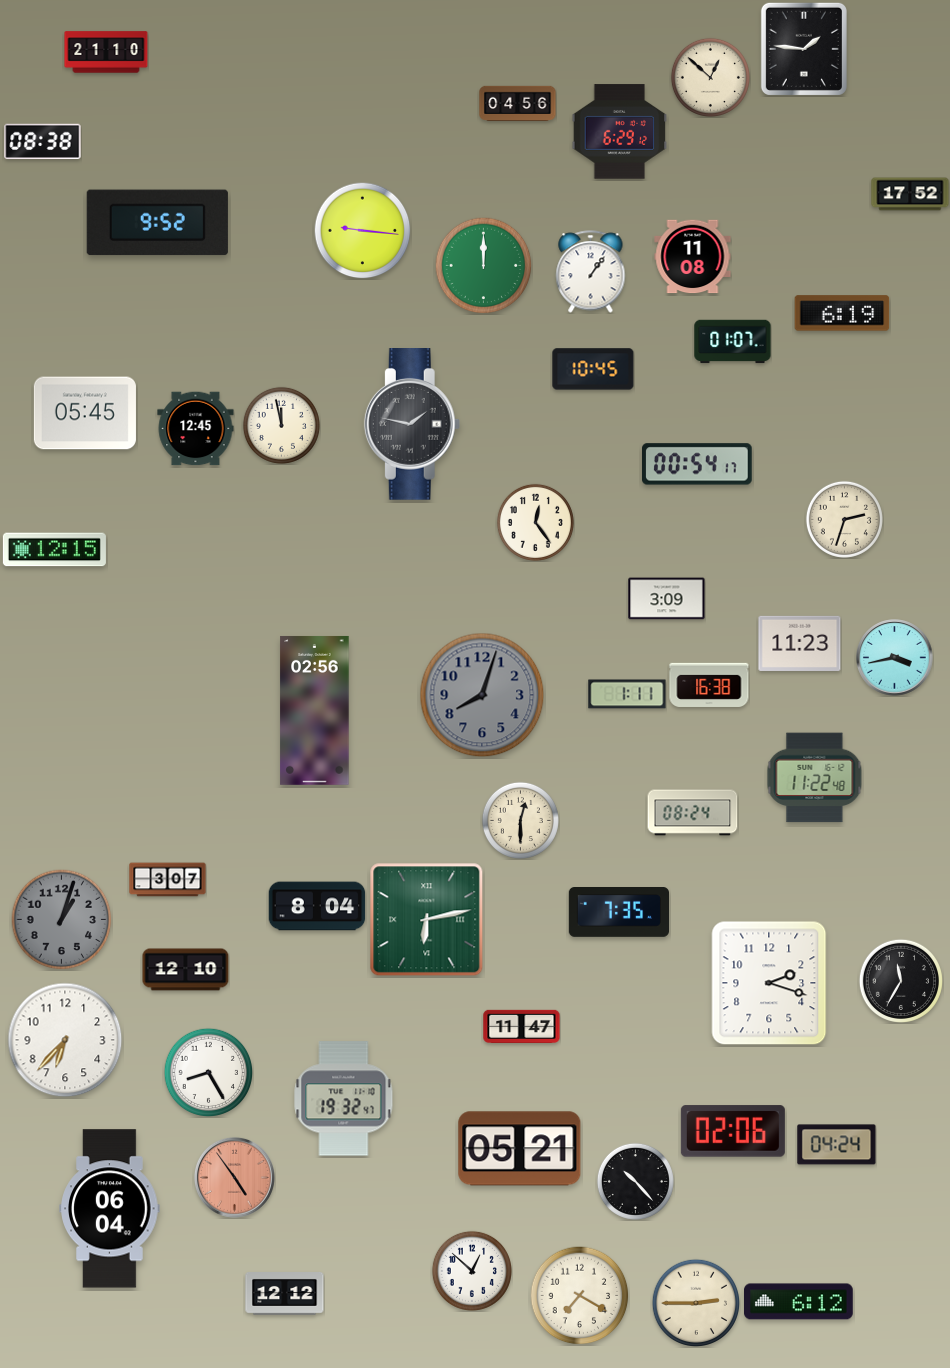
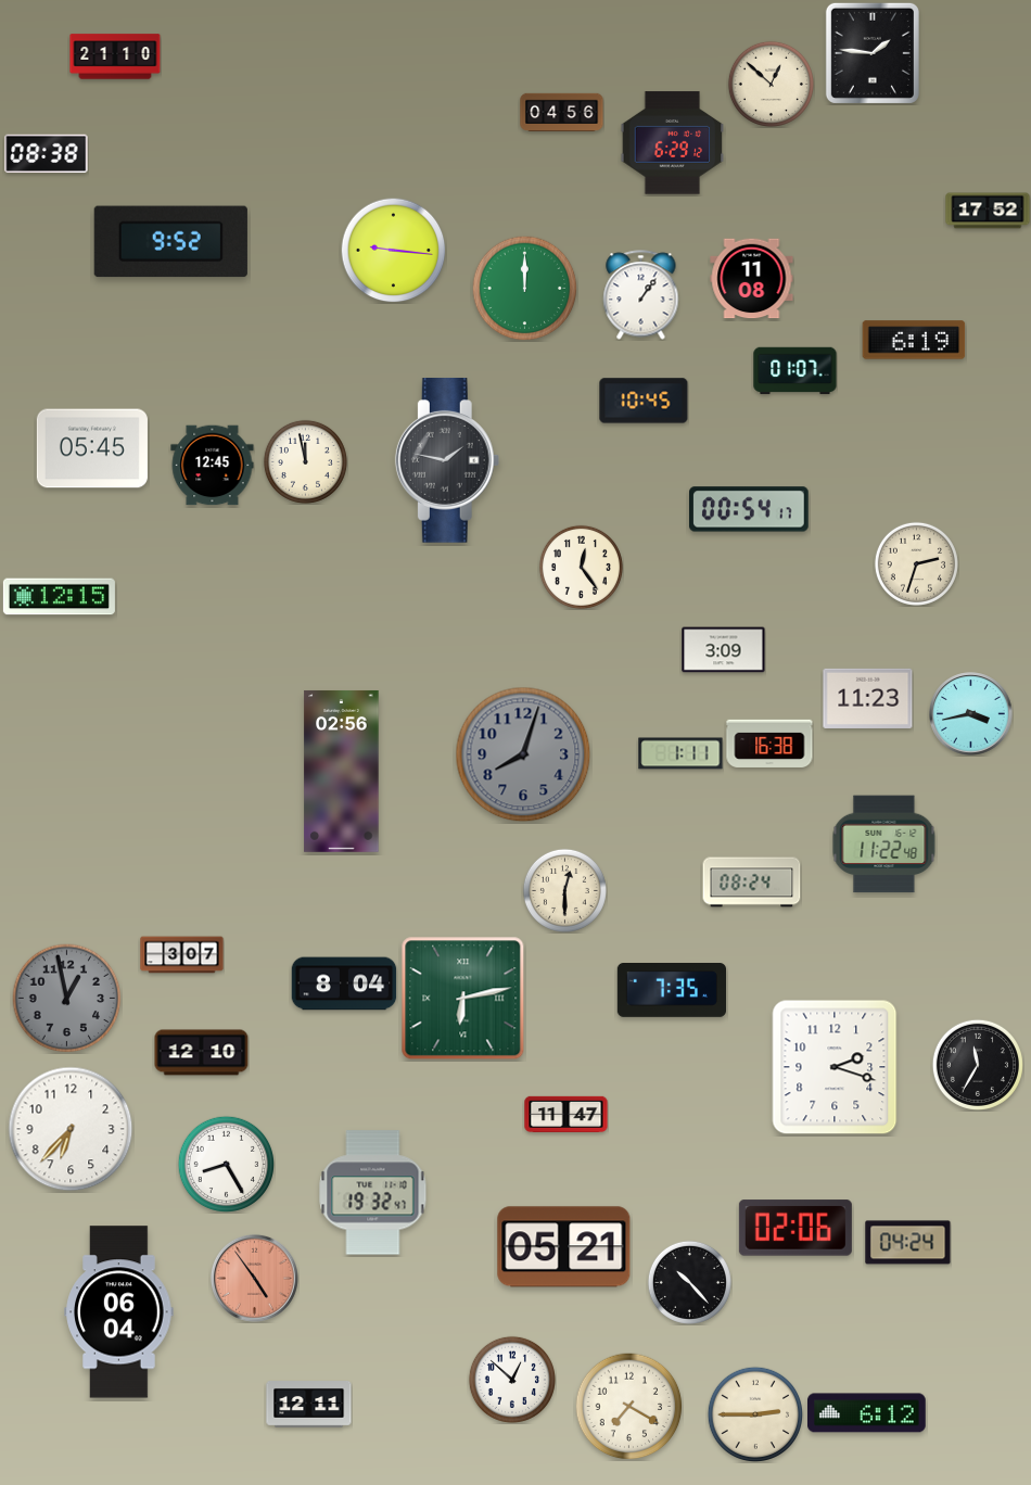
clock at (698, 464) position: (698, 464) -> (750, 509)
clock at (62, 920): 1:03 -> 12:58
clock at (285, 1294): 12:12 -> 12:11
